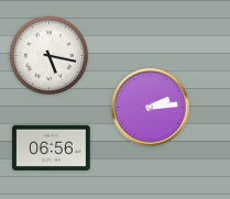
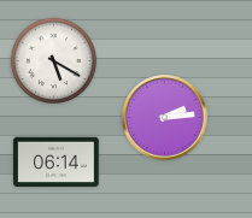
clock at (48, 55): 5:17 -> 5:20
clock at (52, 148): 06:56 -> 06:14
